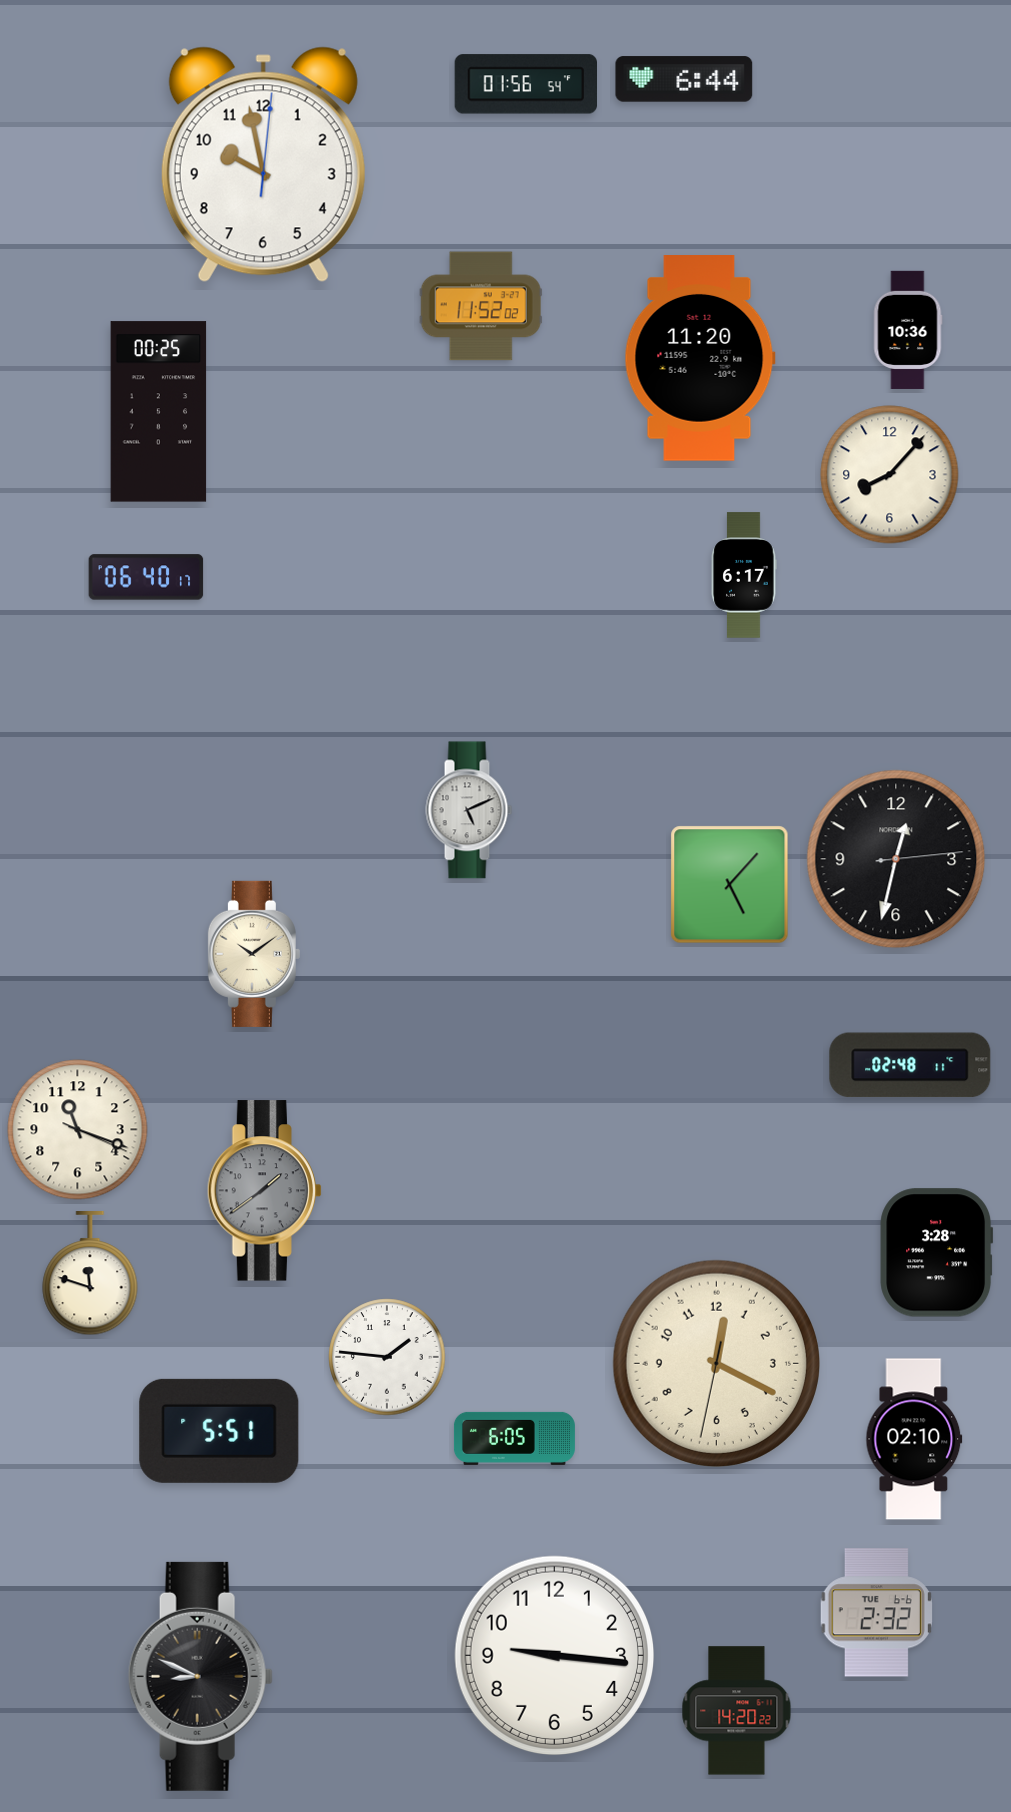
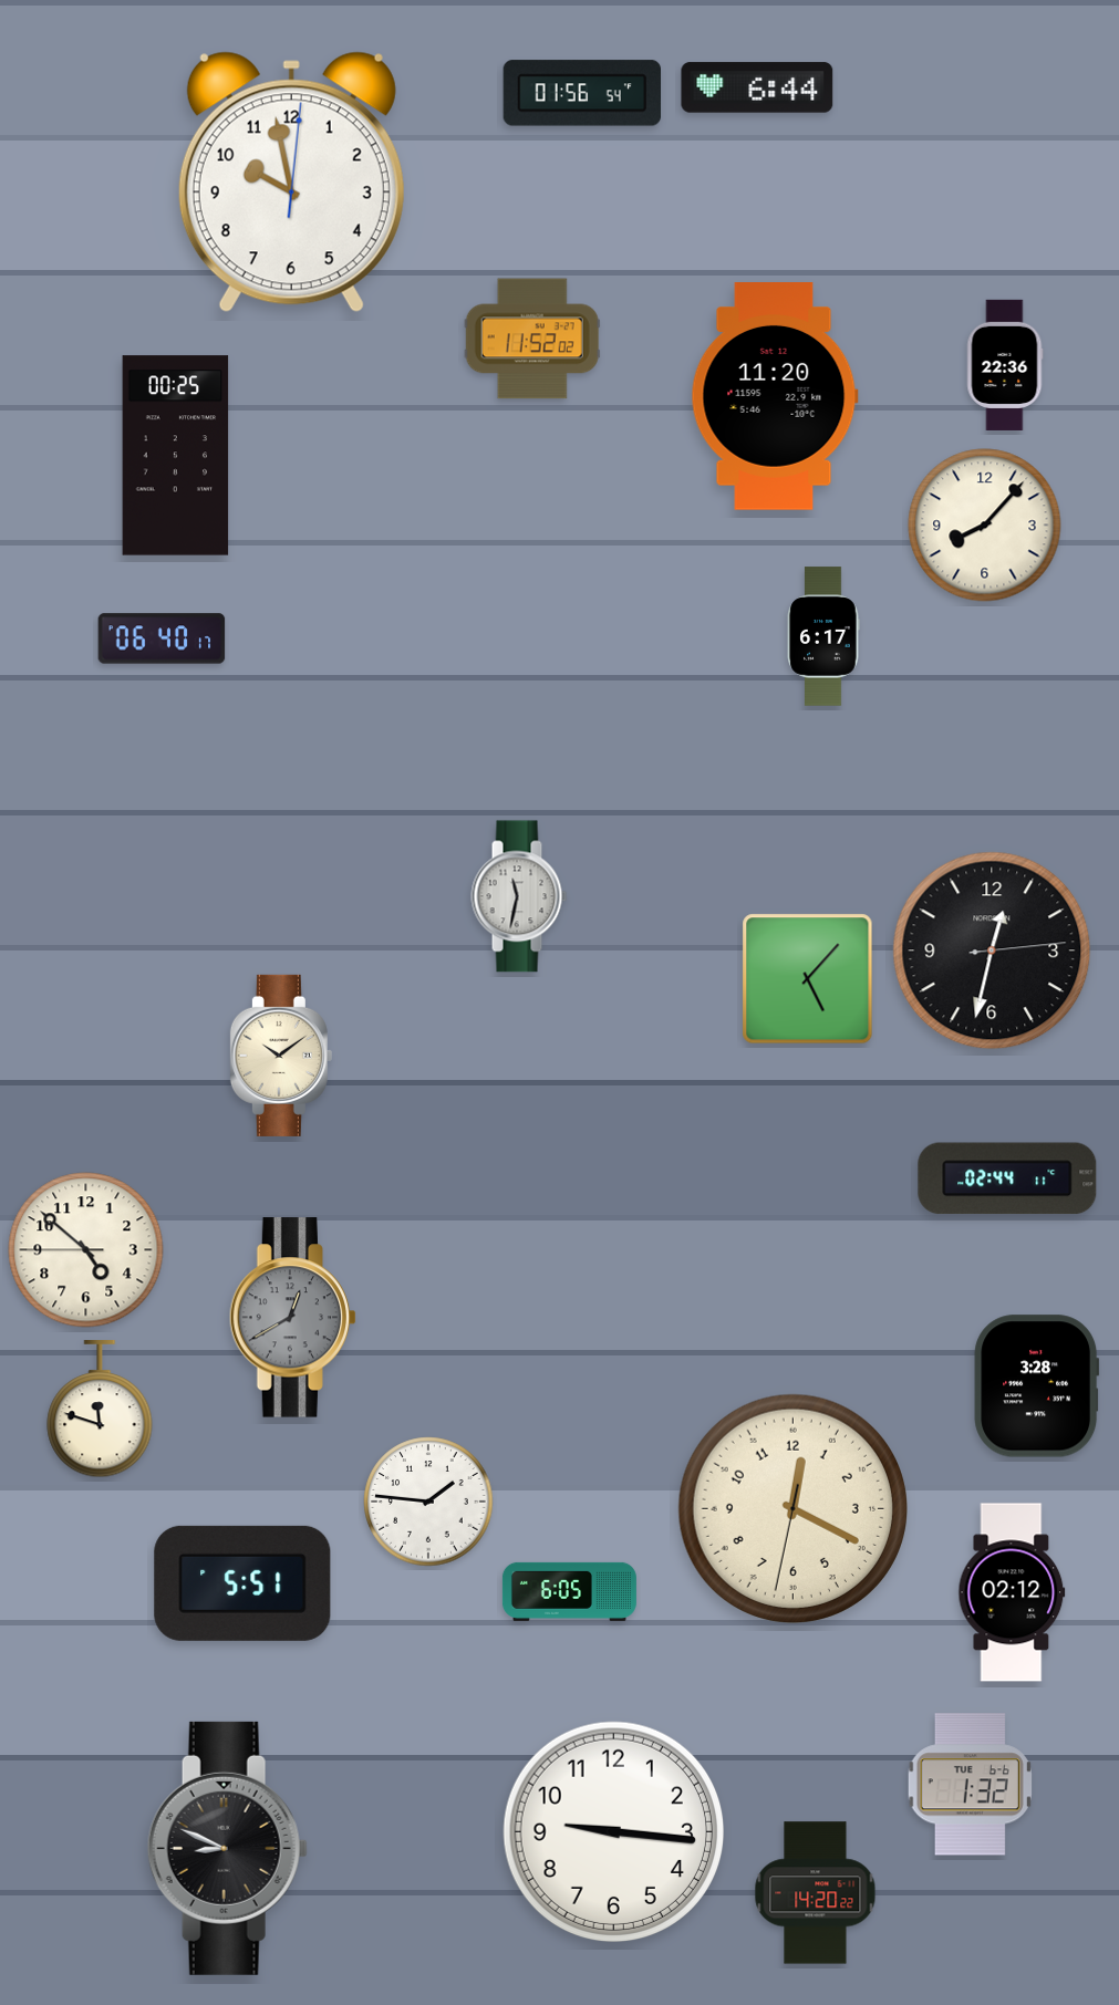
clock at (908, 330): 10:36 -> 22:36
clock at (469, 810): 5:11 -> 11:32
clock at (910, 1065): 02:48 -> 02:44
clock at (78, 1130): 11:18 -> 4:51
clock at (265, 1191): 1:39 -> 12:40
clock at (914, 1439): 02:10 -> 02:12
clock at (876, 1613): 2:32 -> 1:32
clock at (200, 1676) position: (200, 1676) -> (227, 1848)
